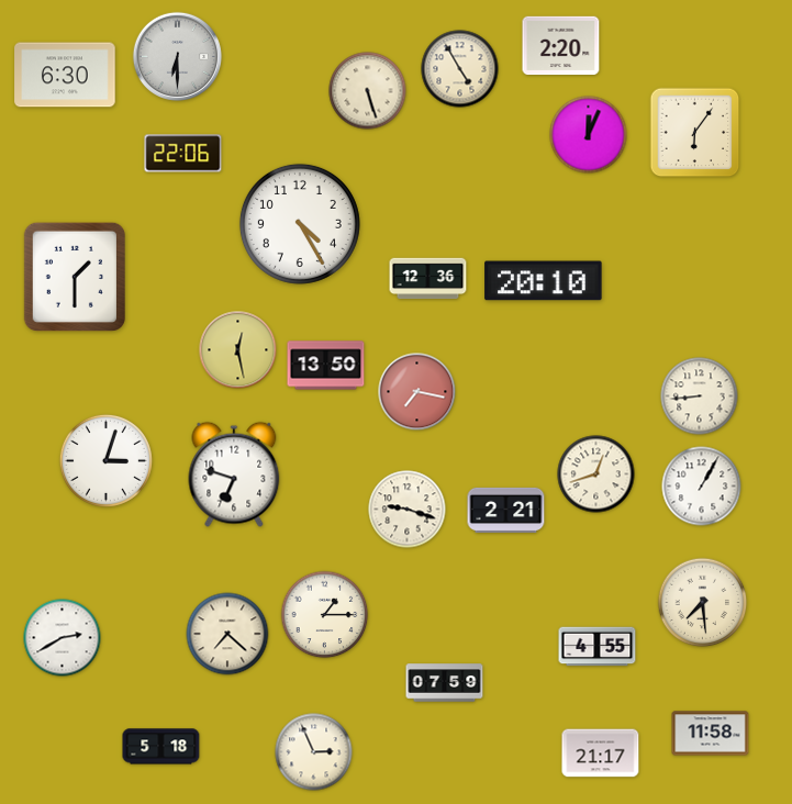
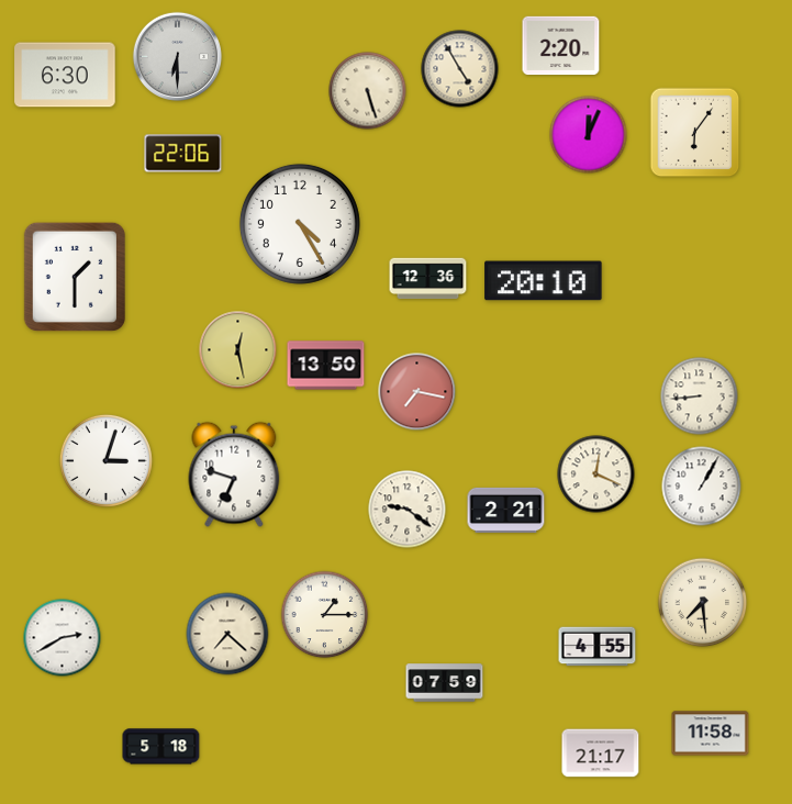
clock at (596, 474): 12:42 -> 12:19
clock at (408, 510): 9:18 -> 9:21
clock at (314, 752): 2:56 -> none
